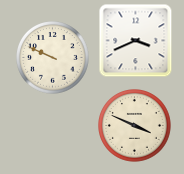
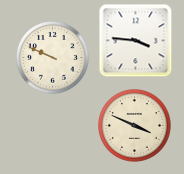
clock at (136, 41): 3:41 -> 3:46
